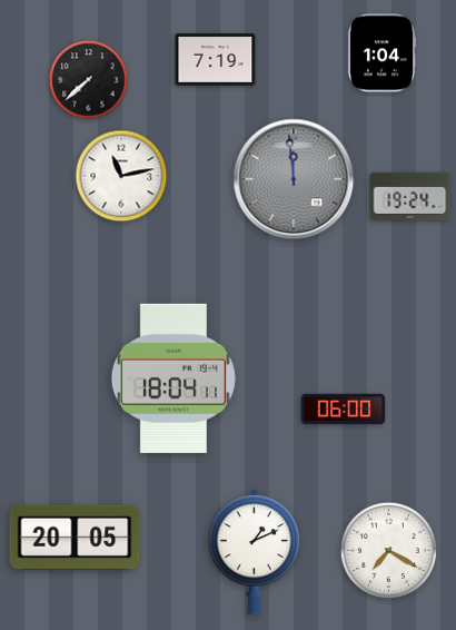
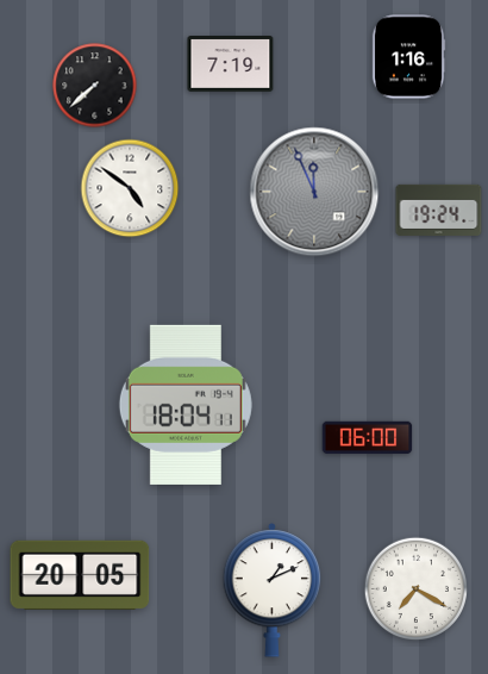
clock at (381, 53): 1:04 -> 1:16
clock at (121, 176): 11:13 -> 4:51
clock at (294, 179): 11:59 -> 11:56
